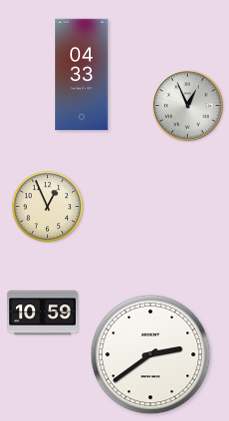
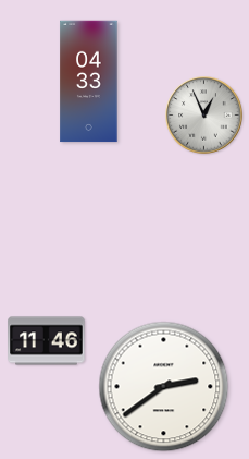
clock at (47, 206): 12:56 -> none
clock at (43, 313): 10:59 -> 11:46
